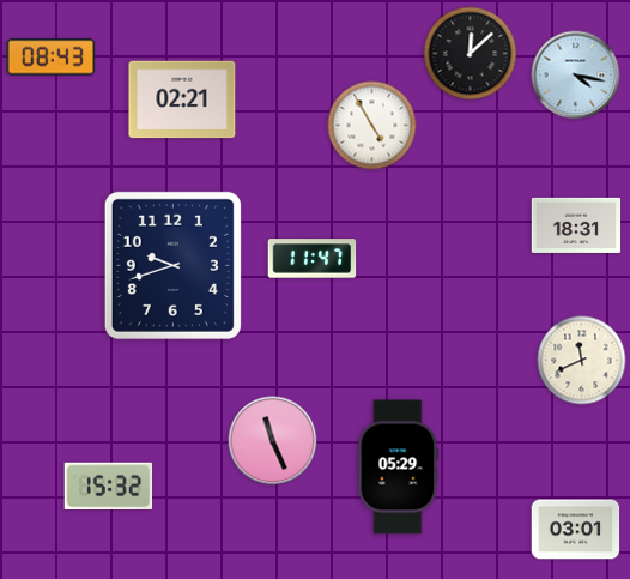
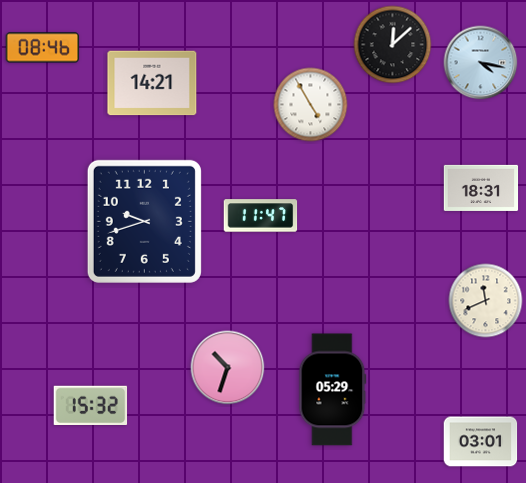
clock at (52, 58): 08:43 -> 08:46
clock at (182, 99): 02:21 -> 14:21
clock at (273, 441): 11:26 -> 10:33
